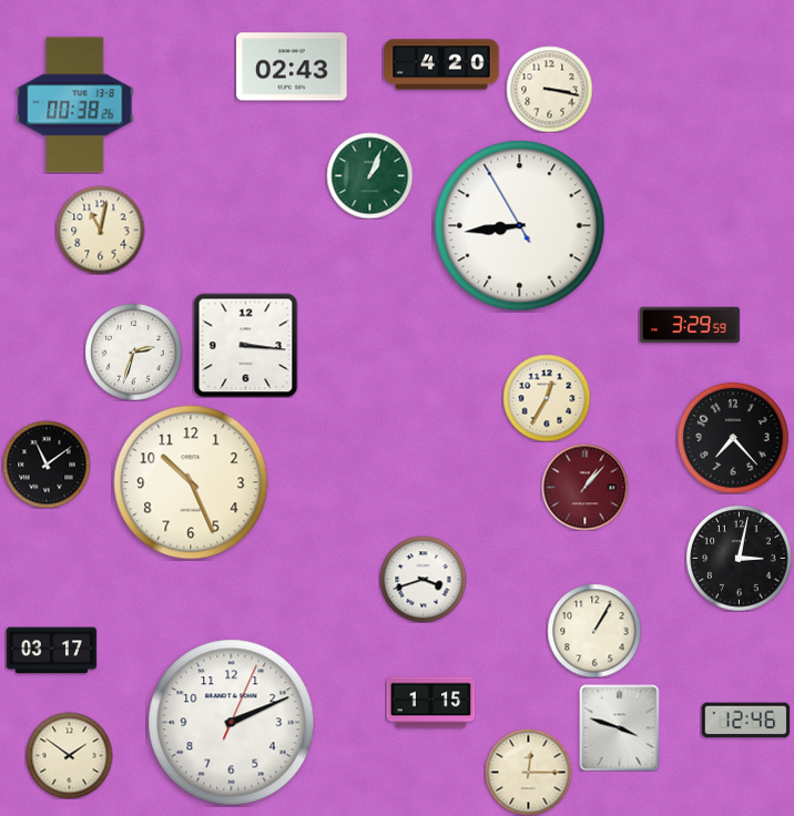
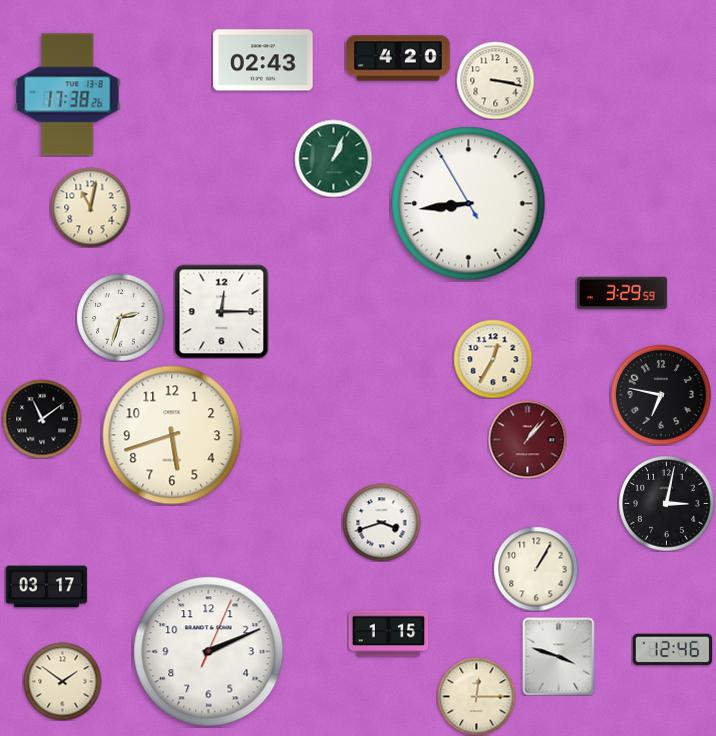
clock at (75, 105): 00:38 -> 17:38
clock at (245, 345): 3:16 -> 12:15
clock at (733, 438): 7:23 -> 6:47
clock at (191, 482): 10:26 -> 5:42
